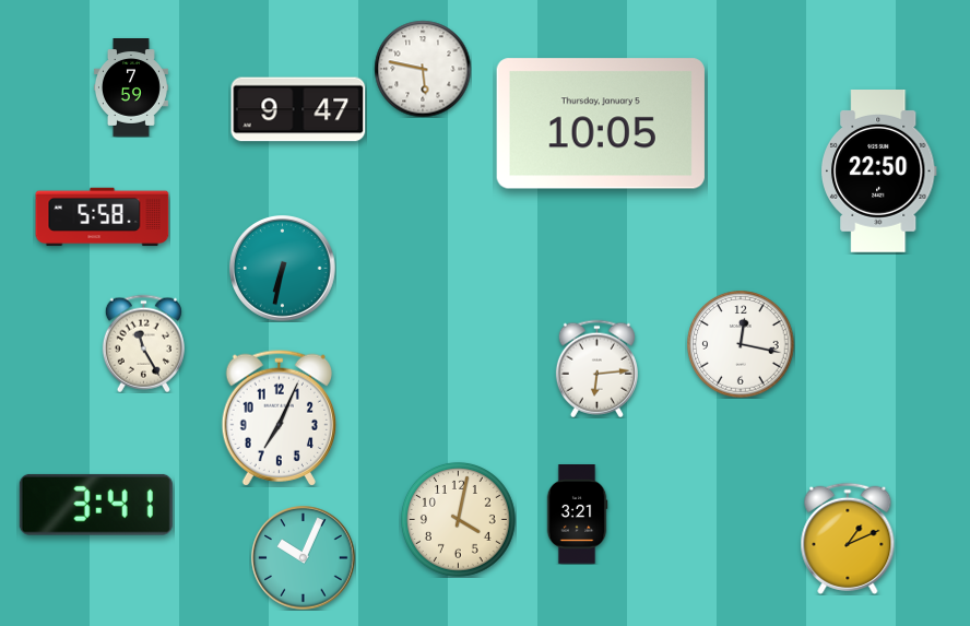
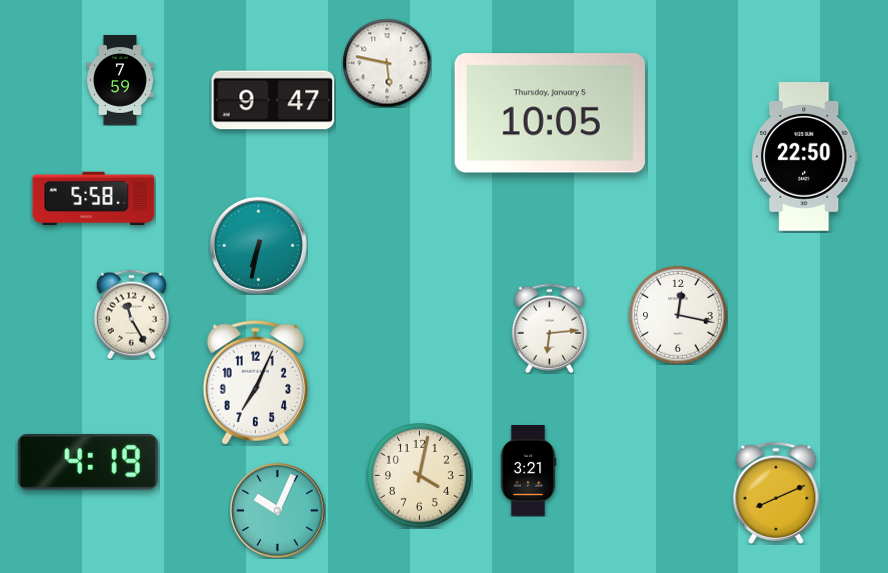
clock at (596, 368) position: (596, 368) -> (549, 328)
clock at (96, 505): 3:41 -> 4:19
clock at (848, 539): 1:11 -> 8:11
